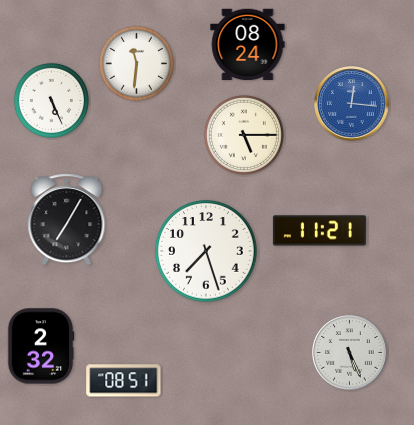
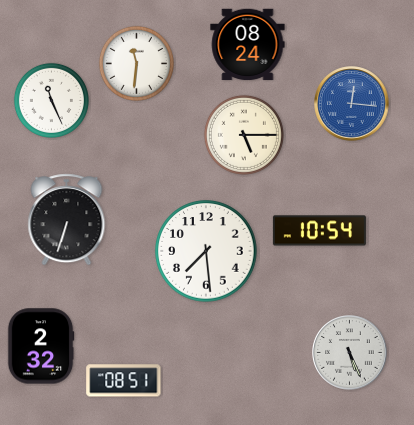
clock at (51, 100): 5:26 -> 11:26
clock at (67, 220): 7:05 -> 6:33
clock at (319, 231): 11:21 -> 10:54
clock at (206, 251): 7:27 -> 7:29
